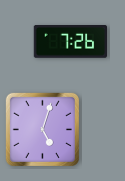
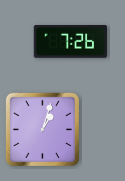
clock at (42, 129): 5:03 -> 1:03
